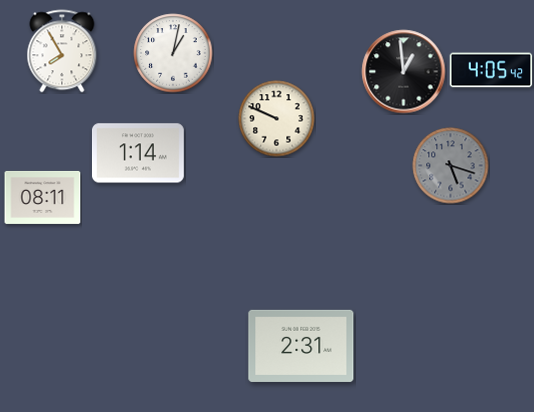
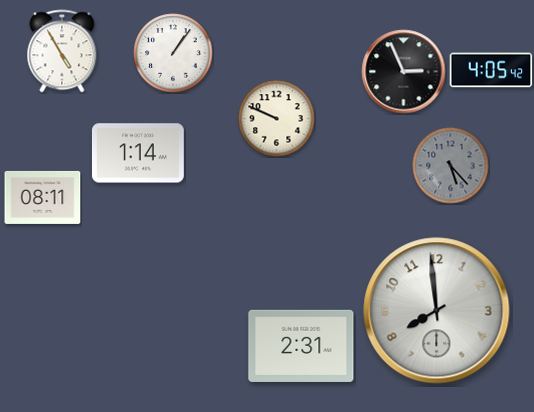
clock at (62, 51): 7:55 -> 4:55
clock at (173, 53): 1:02 -> 1:06
clock at (404, 72): 12:59 -> 2:56
clock at (451, 166): 5:18 -> 5:23
clock at (437, 311): none -> 7:59
